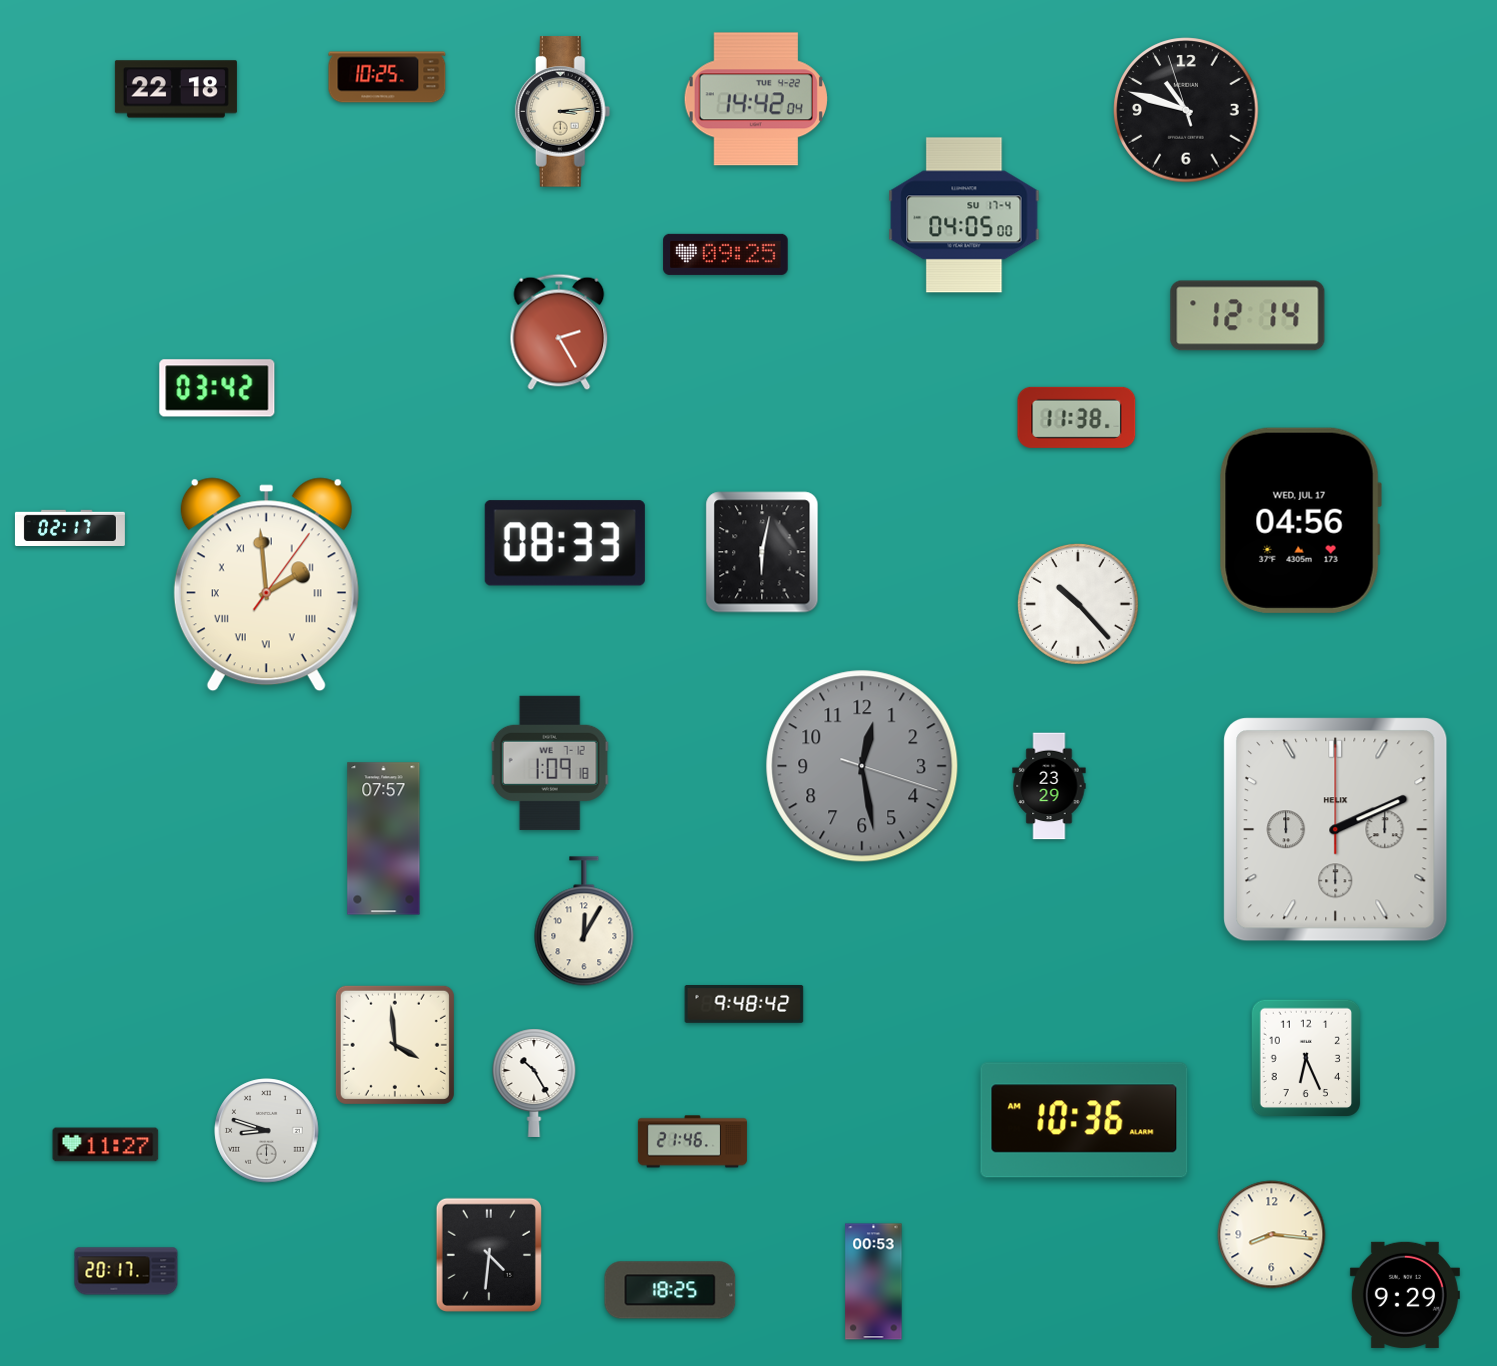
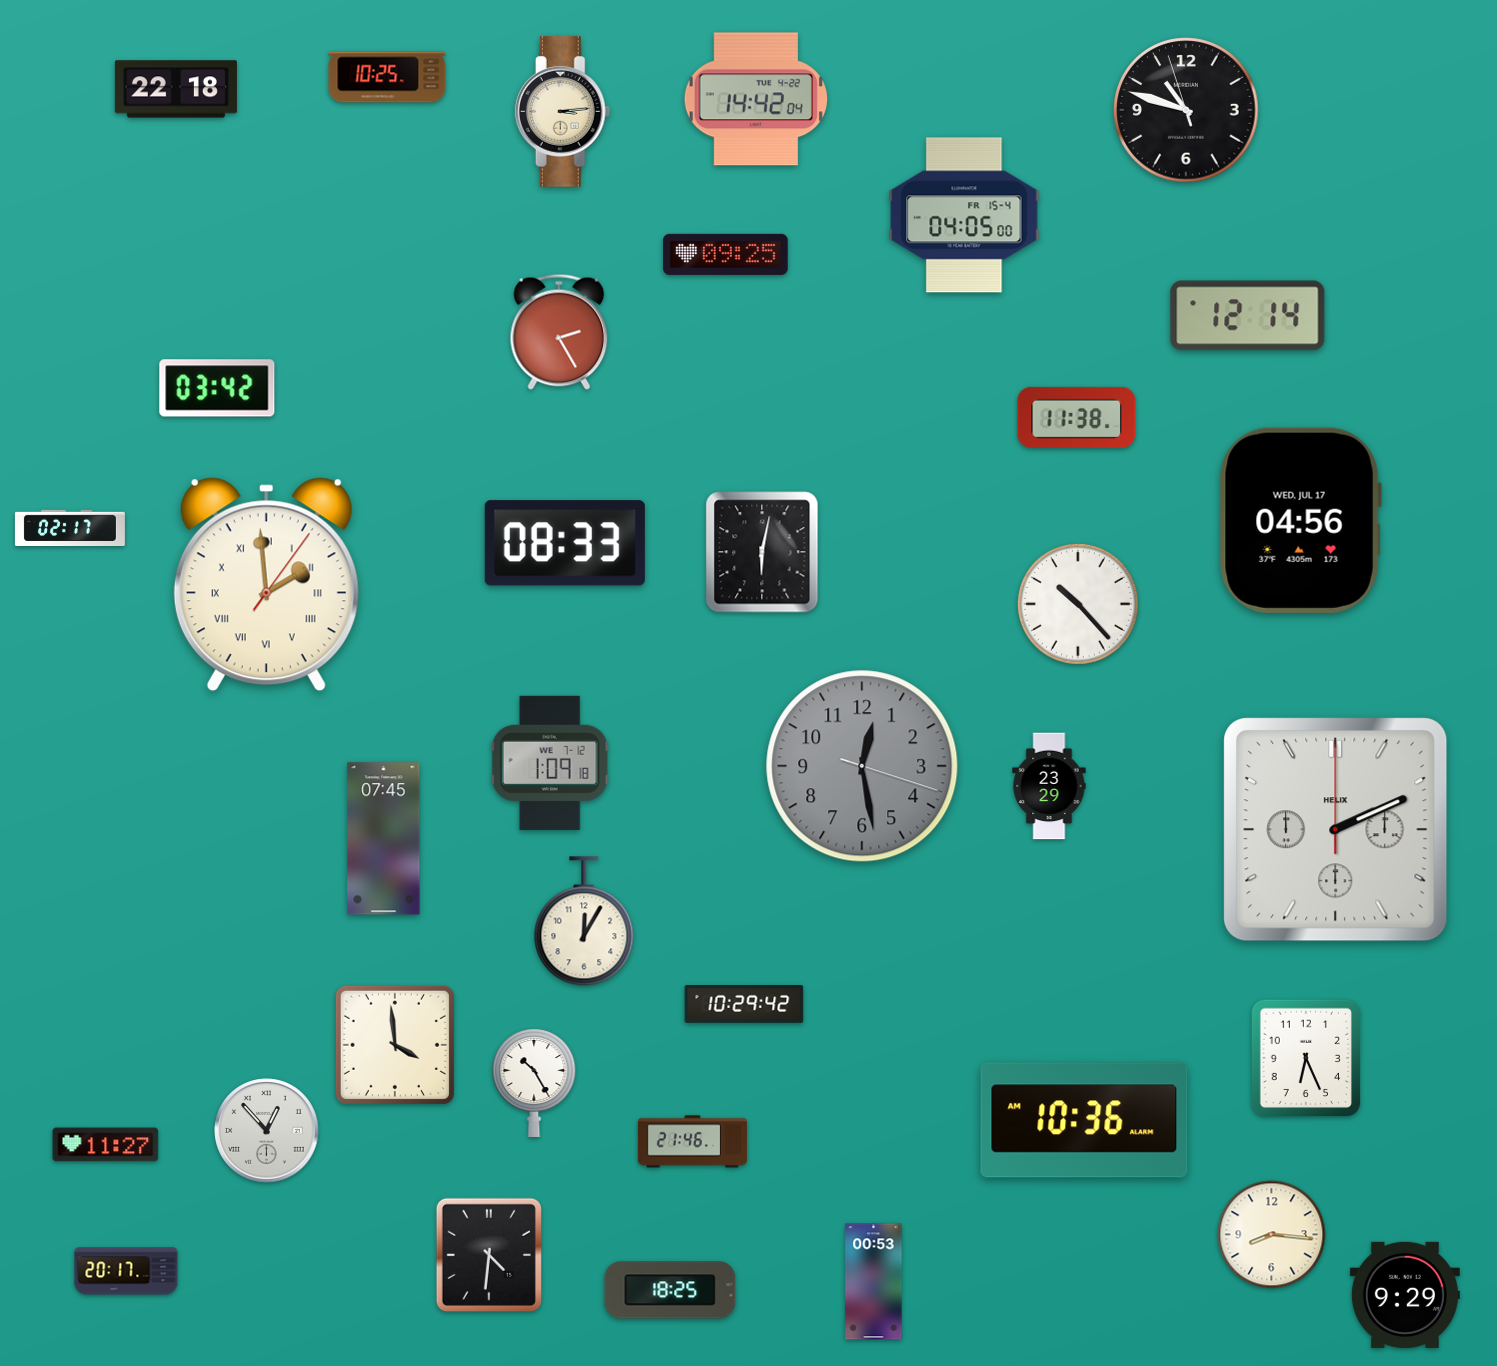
clock at (964, 215) date: SU 17-4 -> FR 15-4
clock at (384, 839): 07:57 -> 07:45
clock at (744, 1005): 9:48 -> 10:29
clock at (267, 1131): 8:48 -> 12:53
